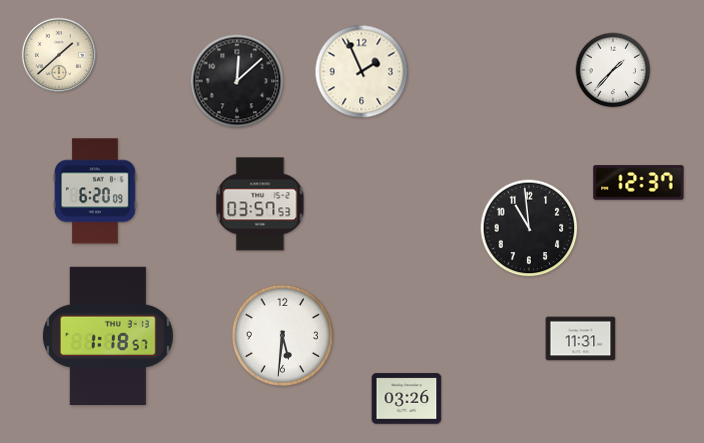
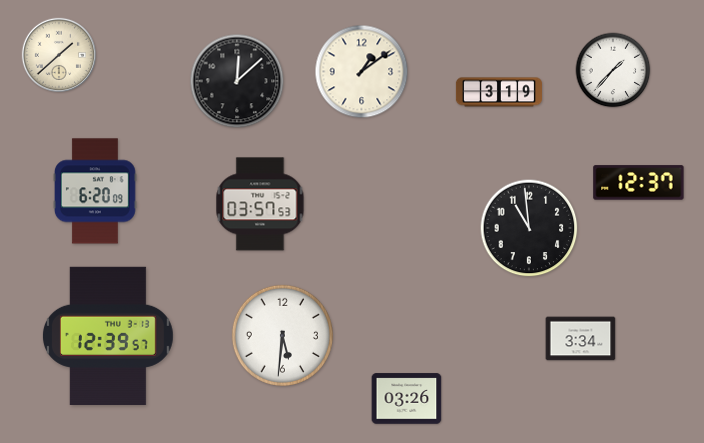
clock at (362, 72): 1:56 -> 1:09
clock at (499, 92): none -> 3:19
clock at (108, 335): 1:18 -> 12:39
clock at (581, 339): 11:31 -> 3:34
